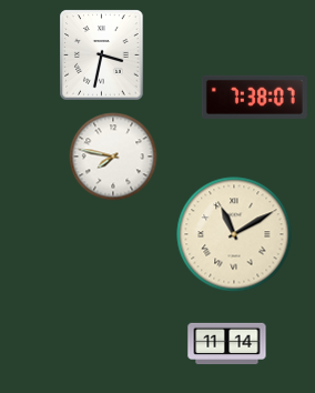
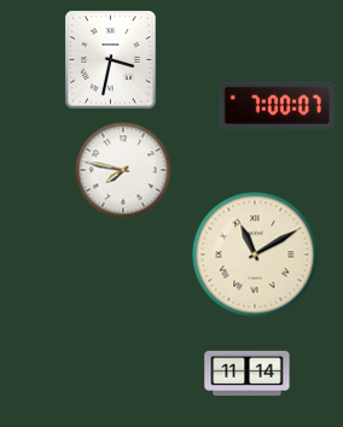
clock at (254, 97): 7:38 -> 7:00
